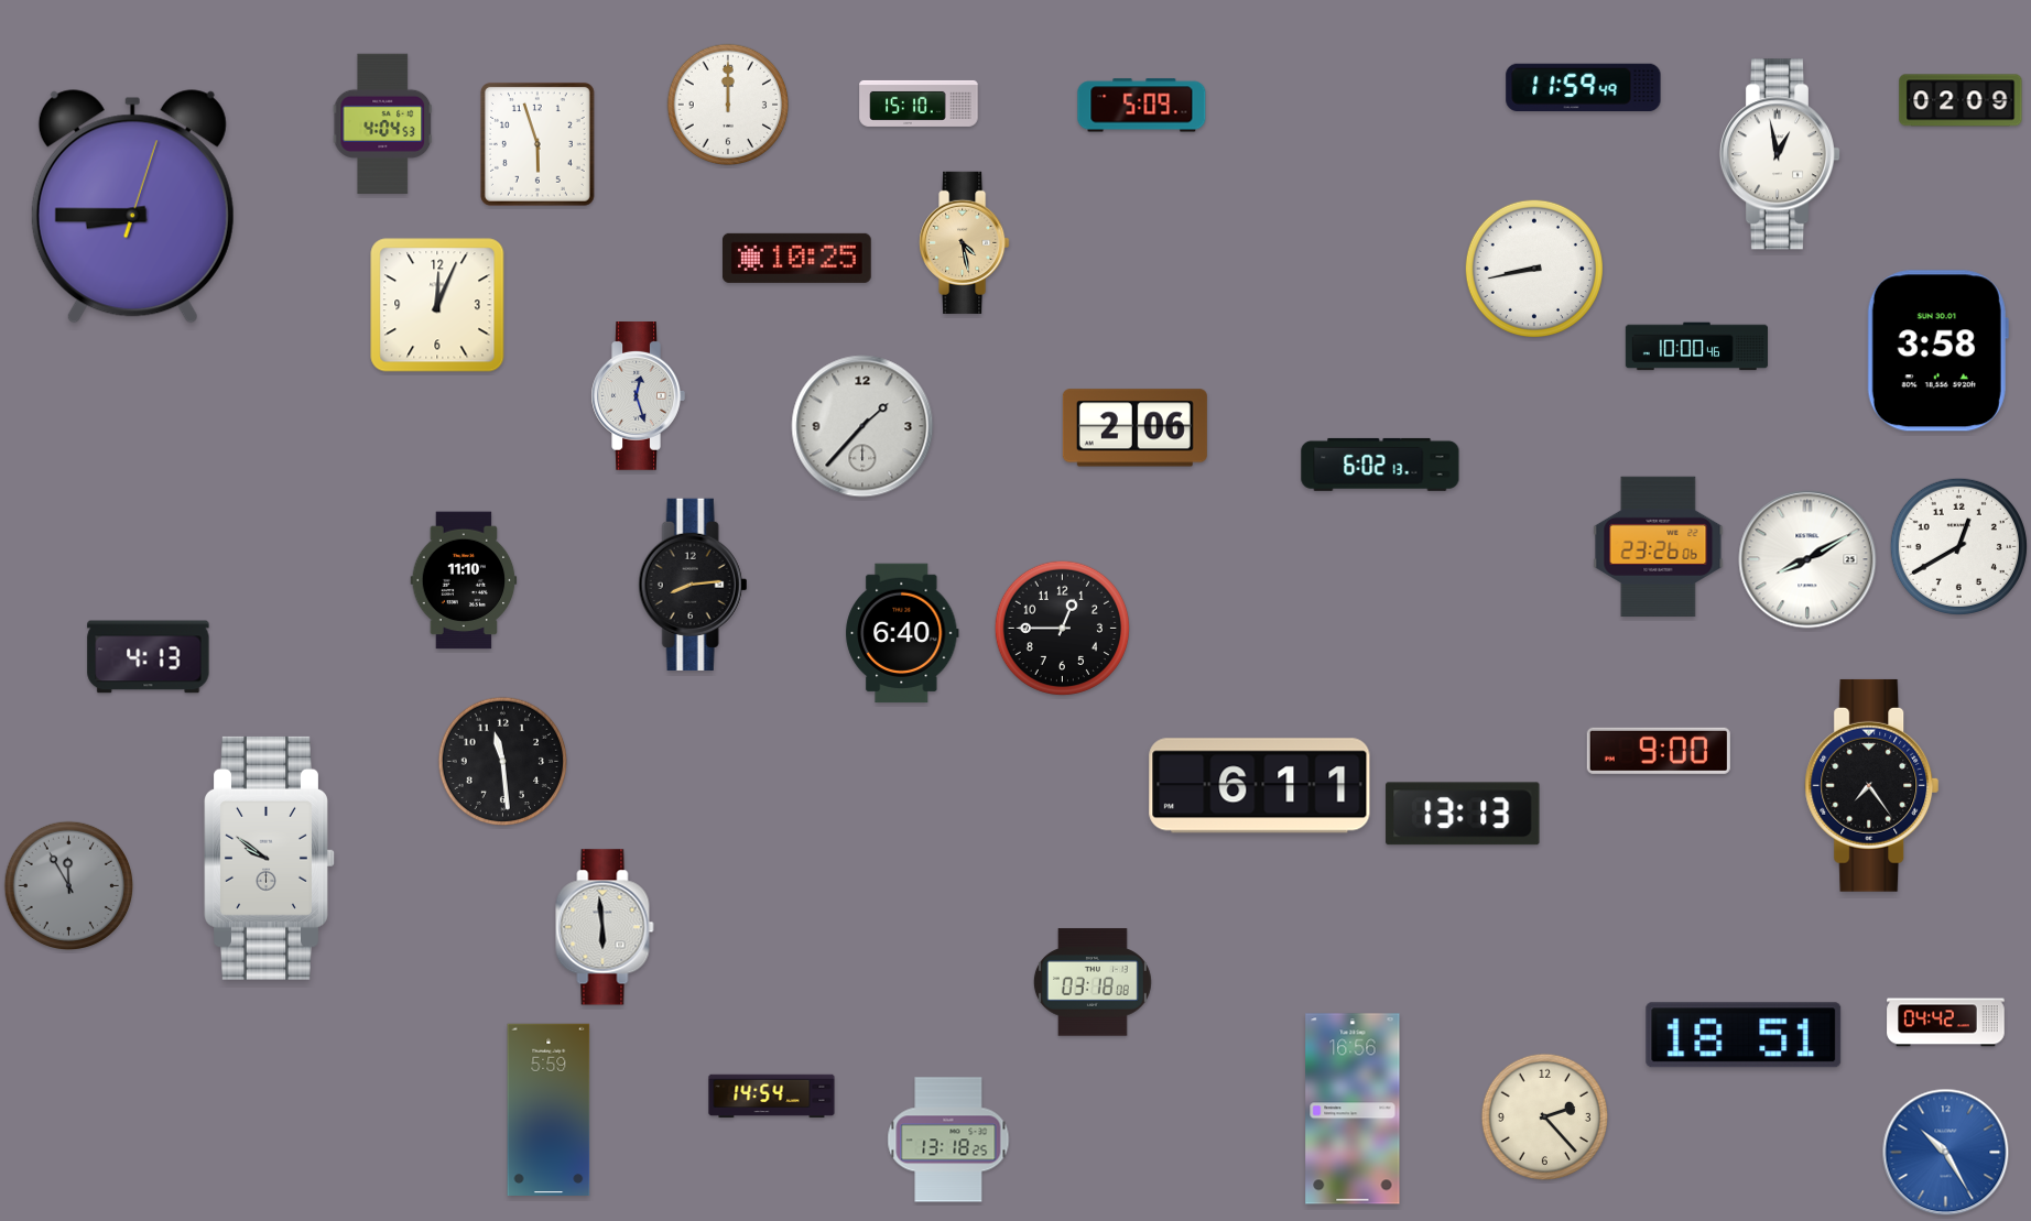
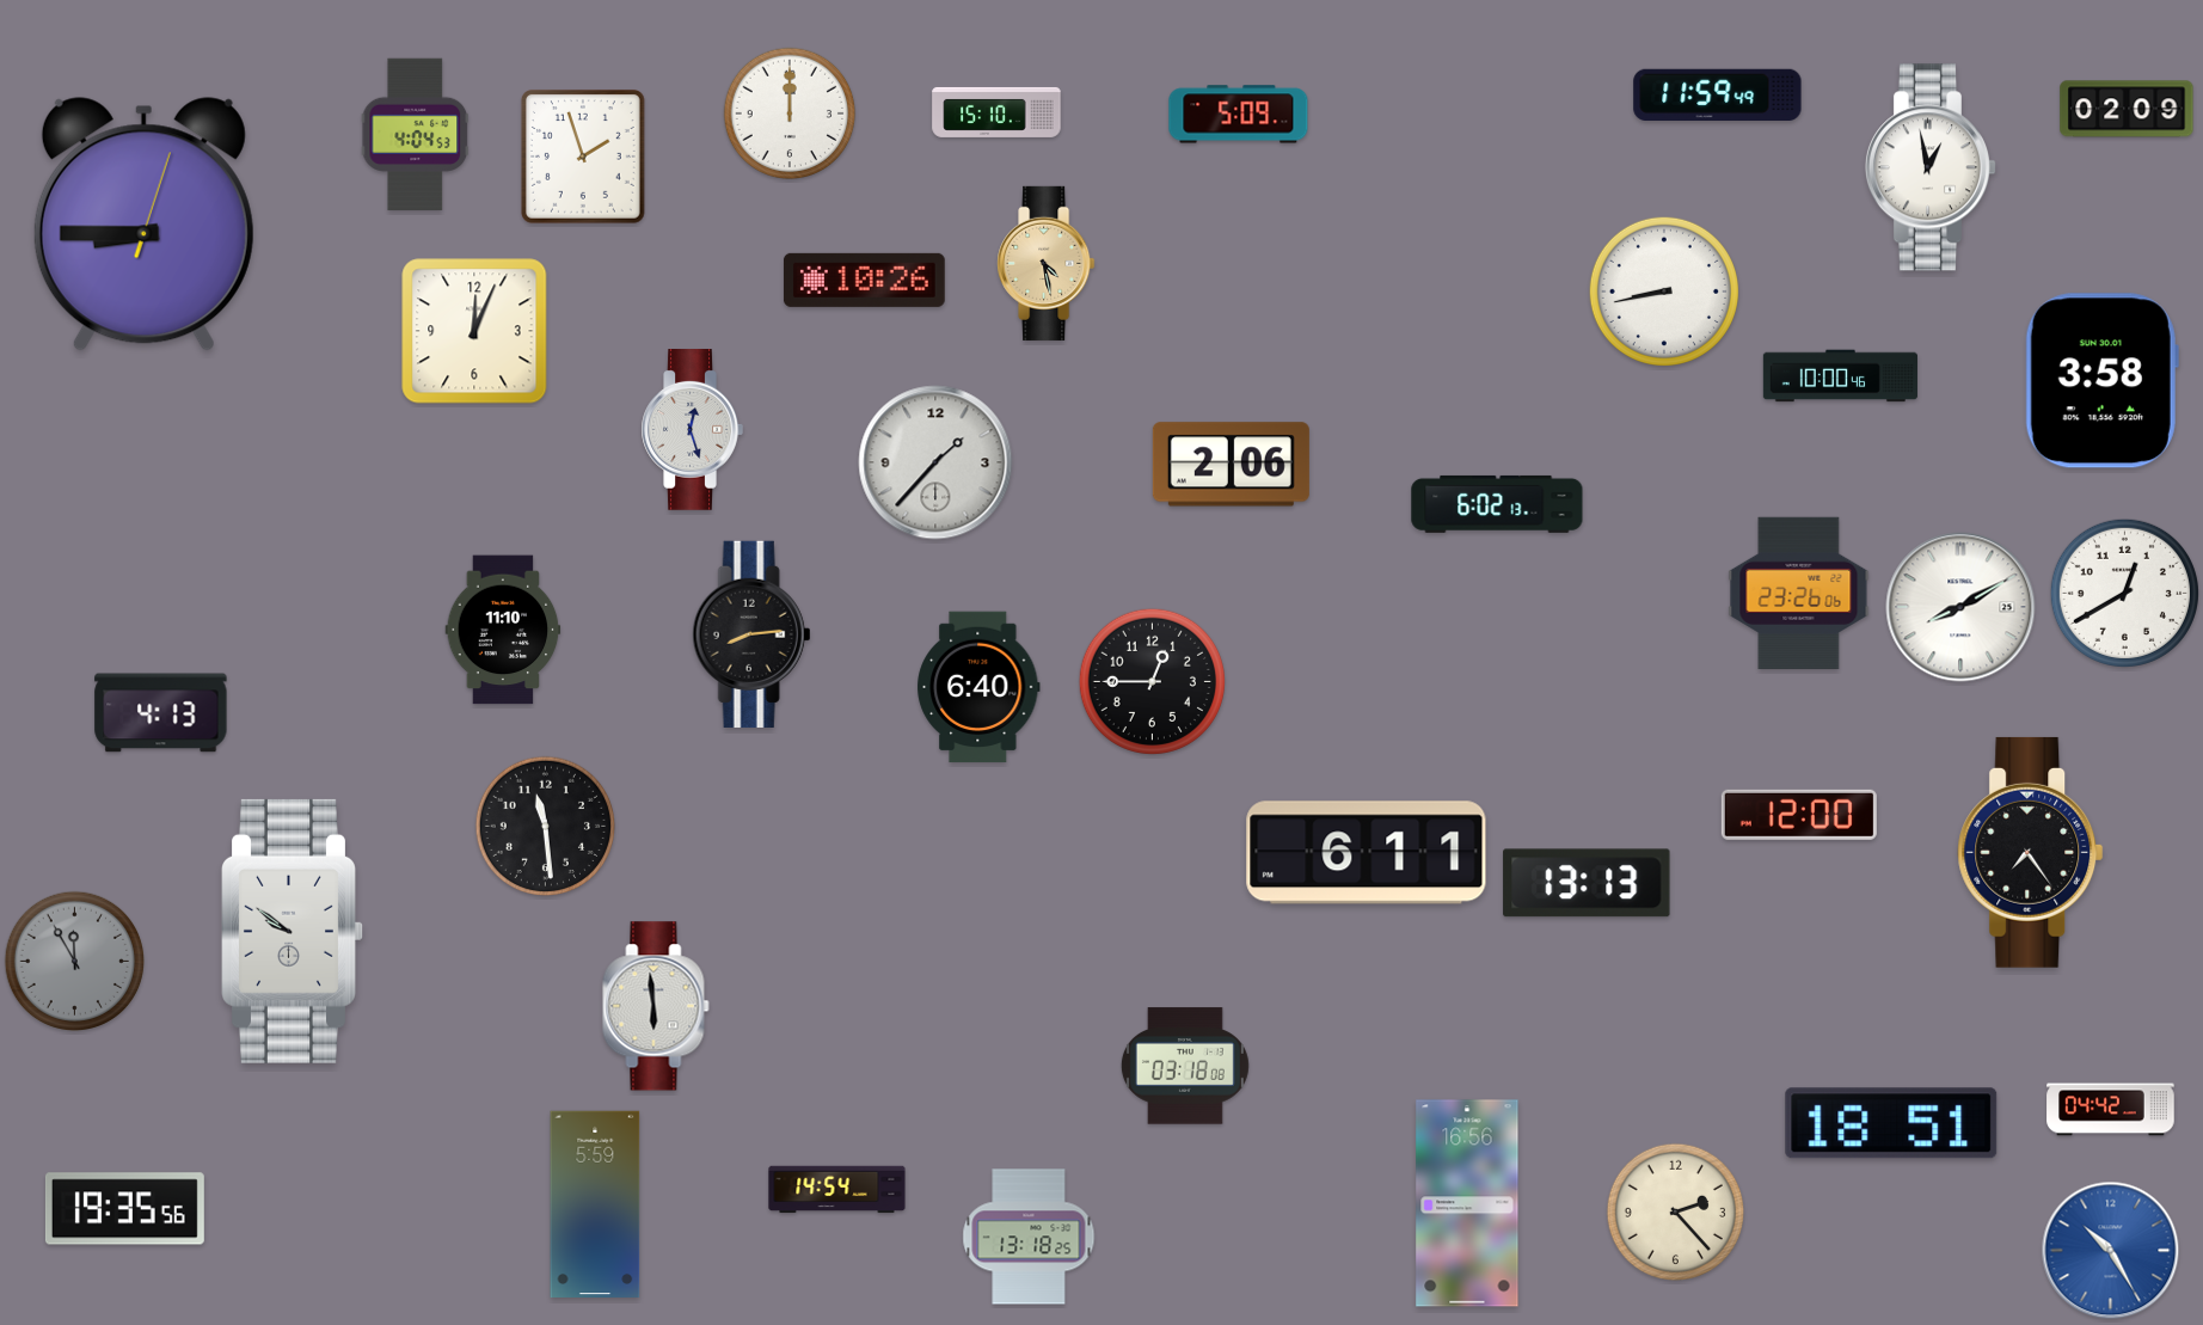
clock at (537, 144): 5:57 -> 1:57
clock at (796, 258): 10:25 -> 10:26
clock at (1659, 751): 9:00 -> 12:00
clock at (124, 1209): none -> 19:35
